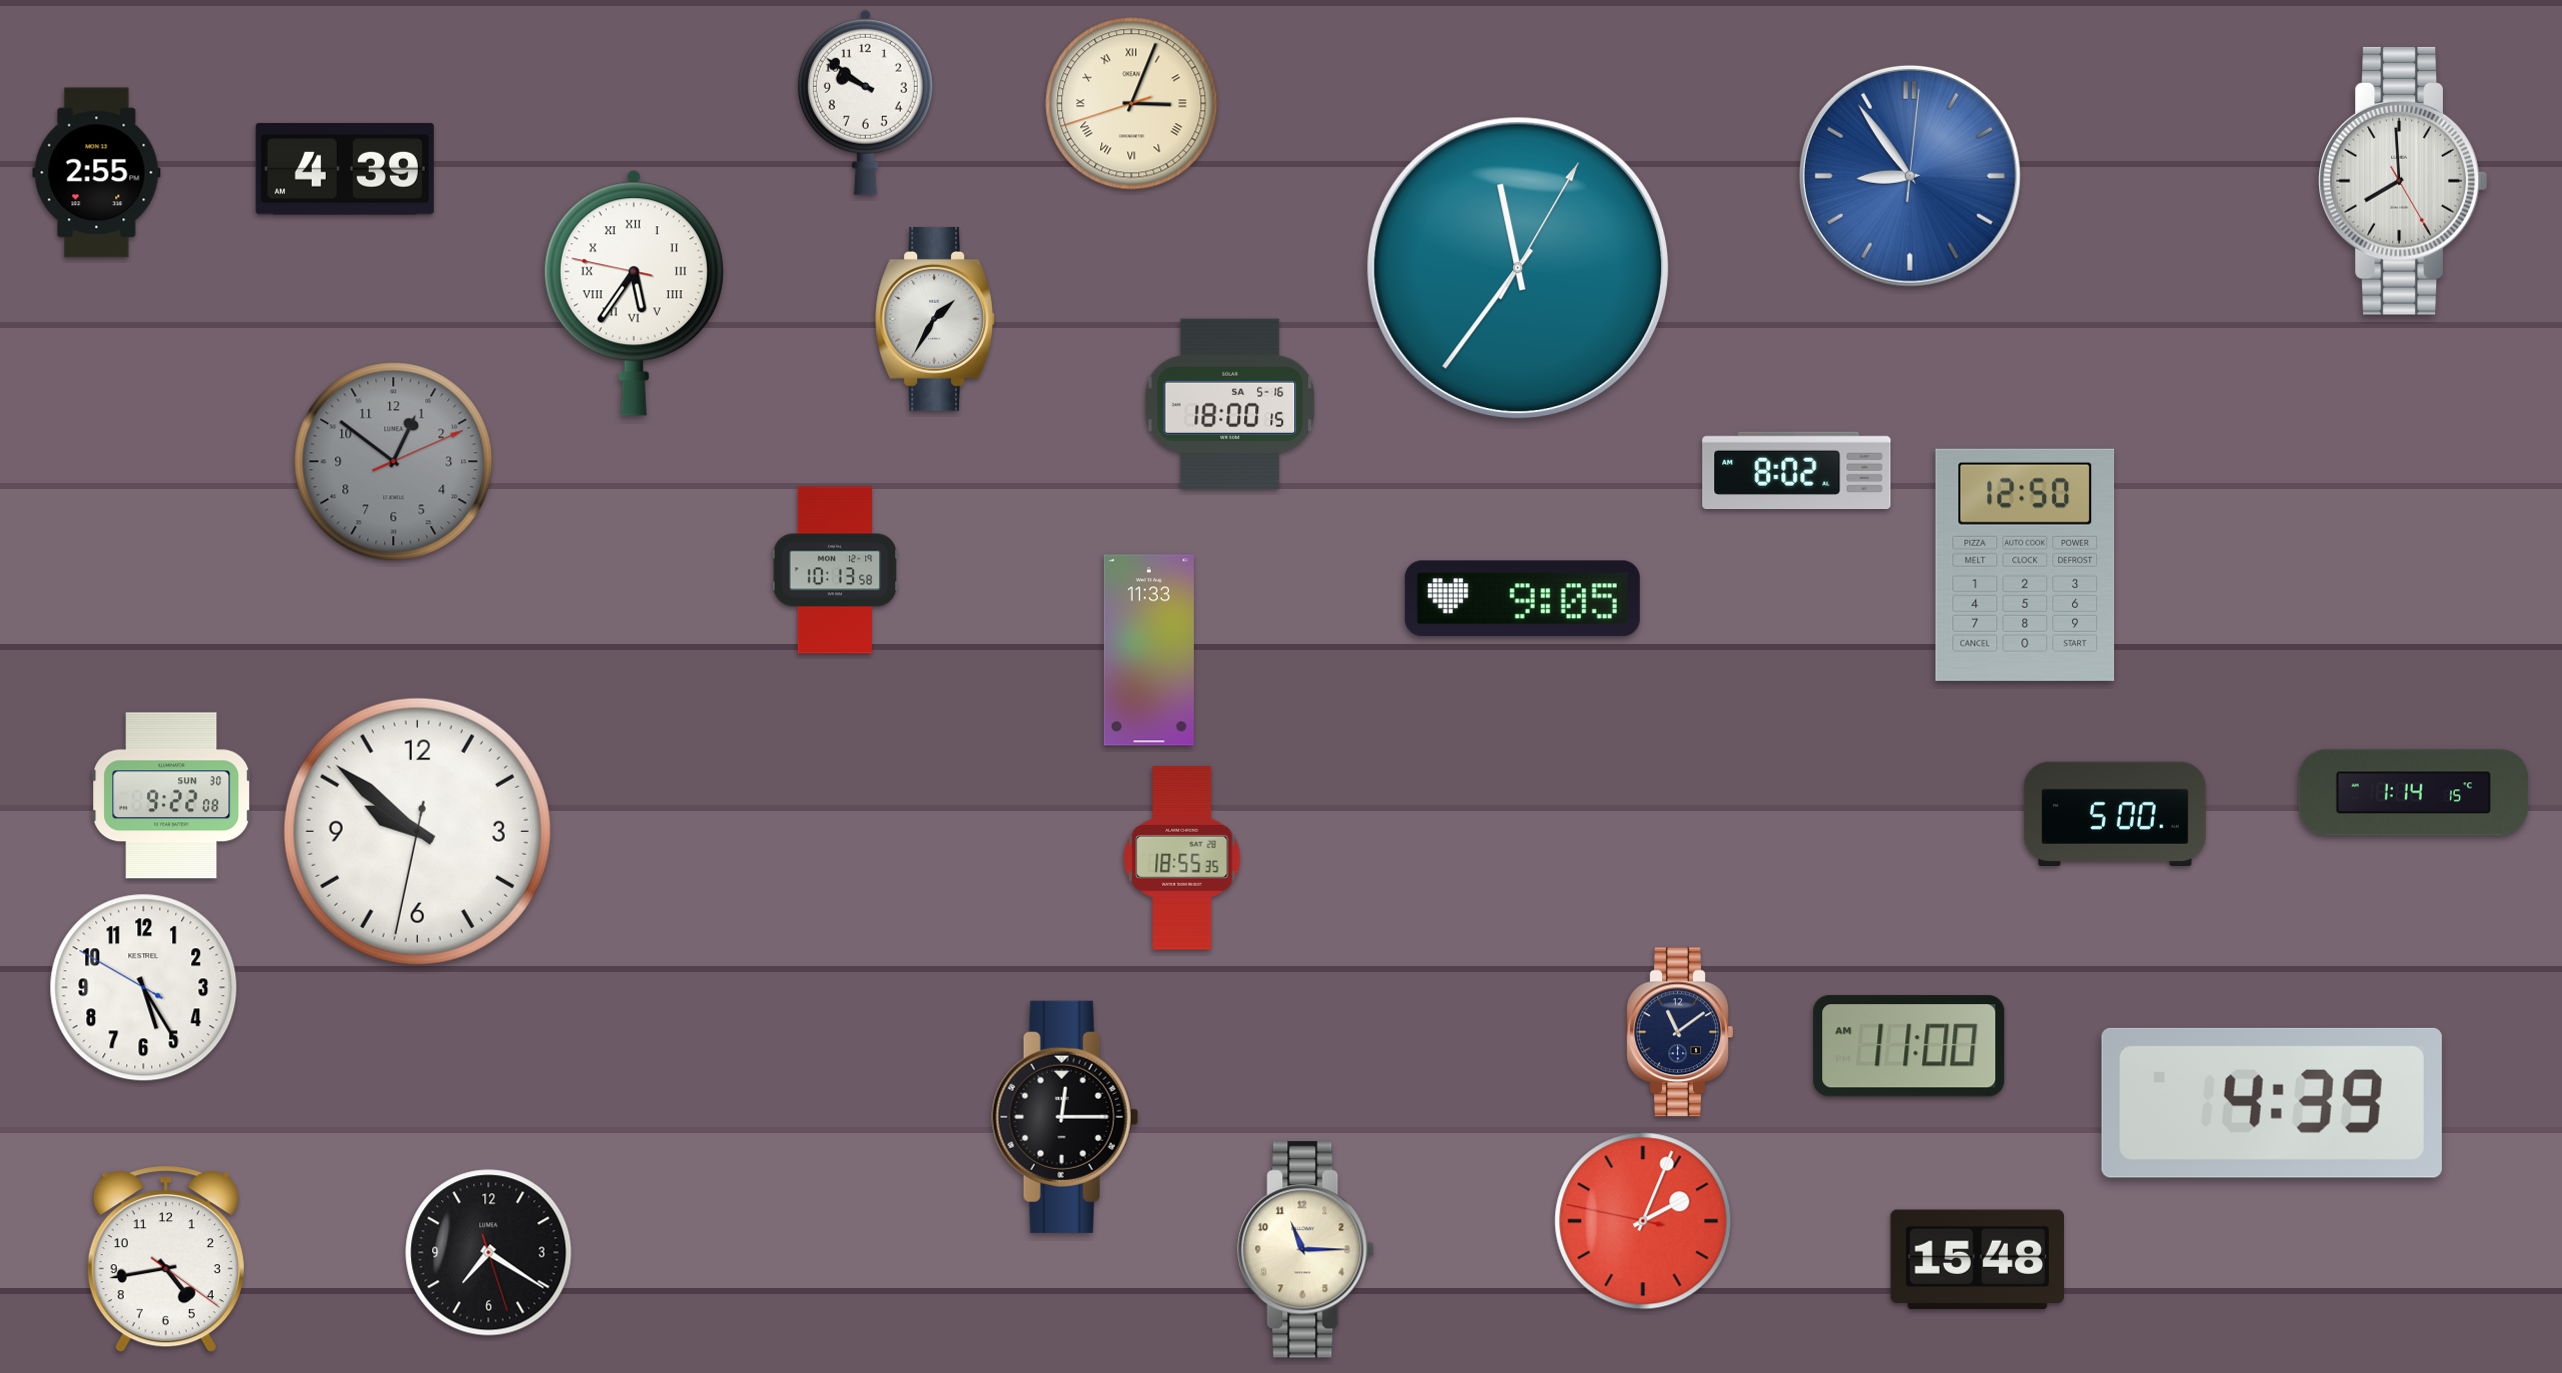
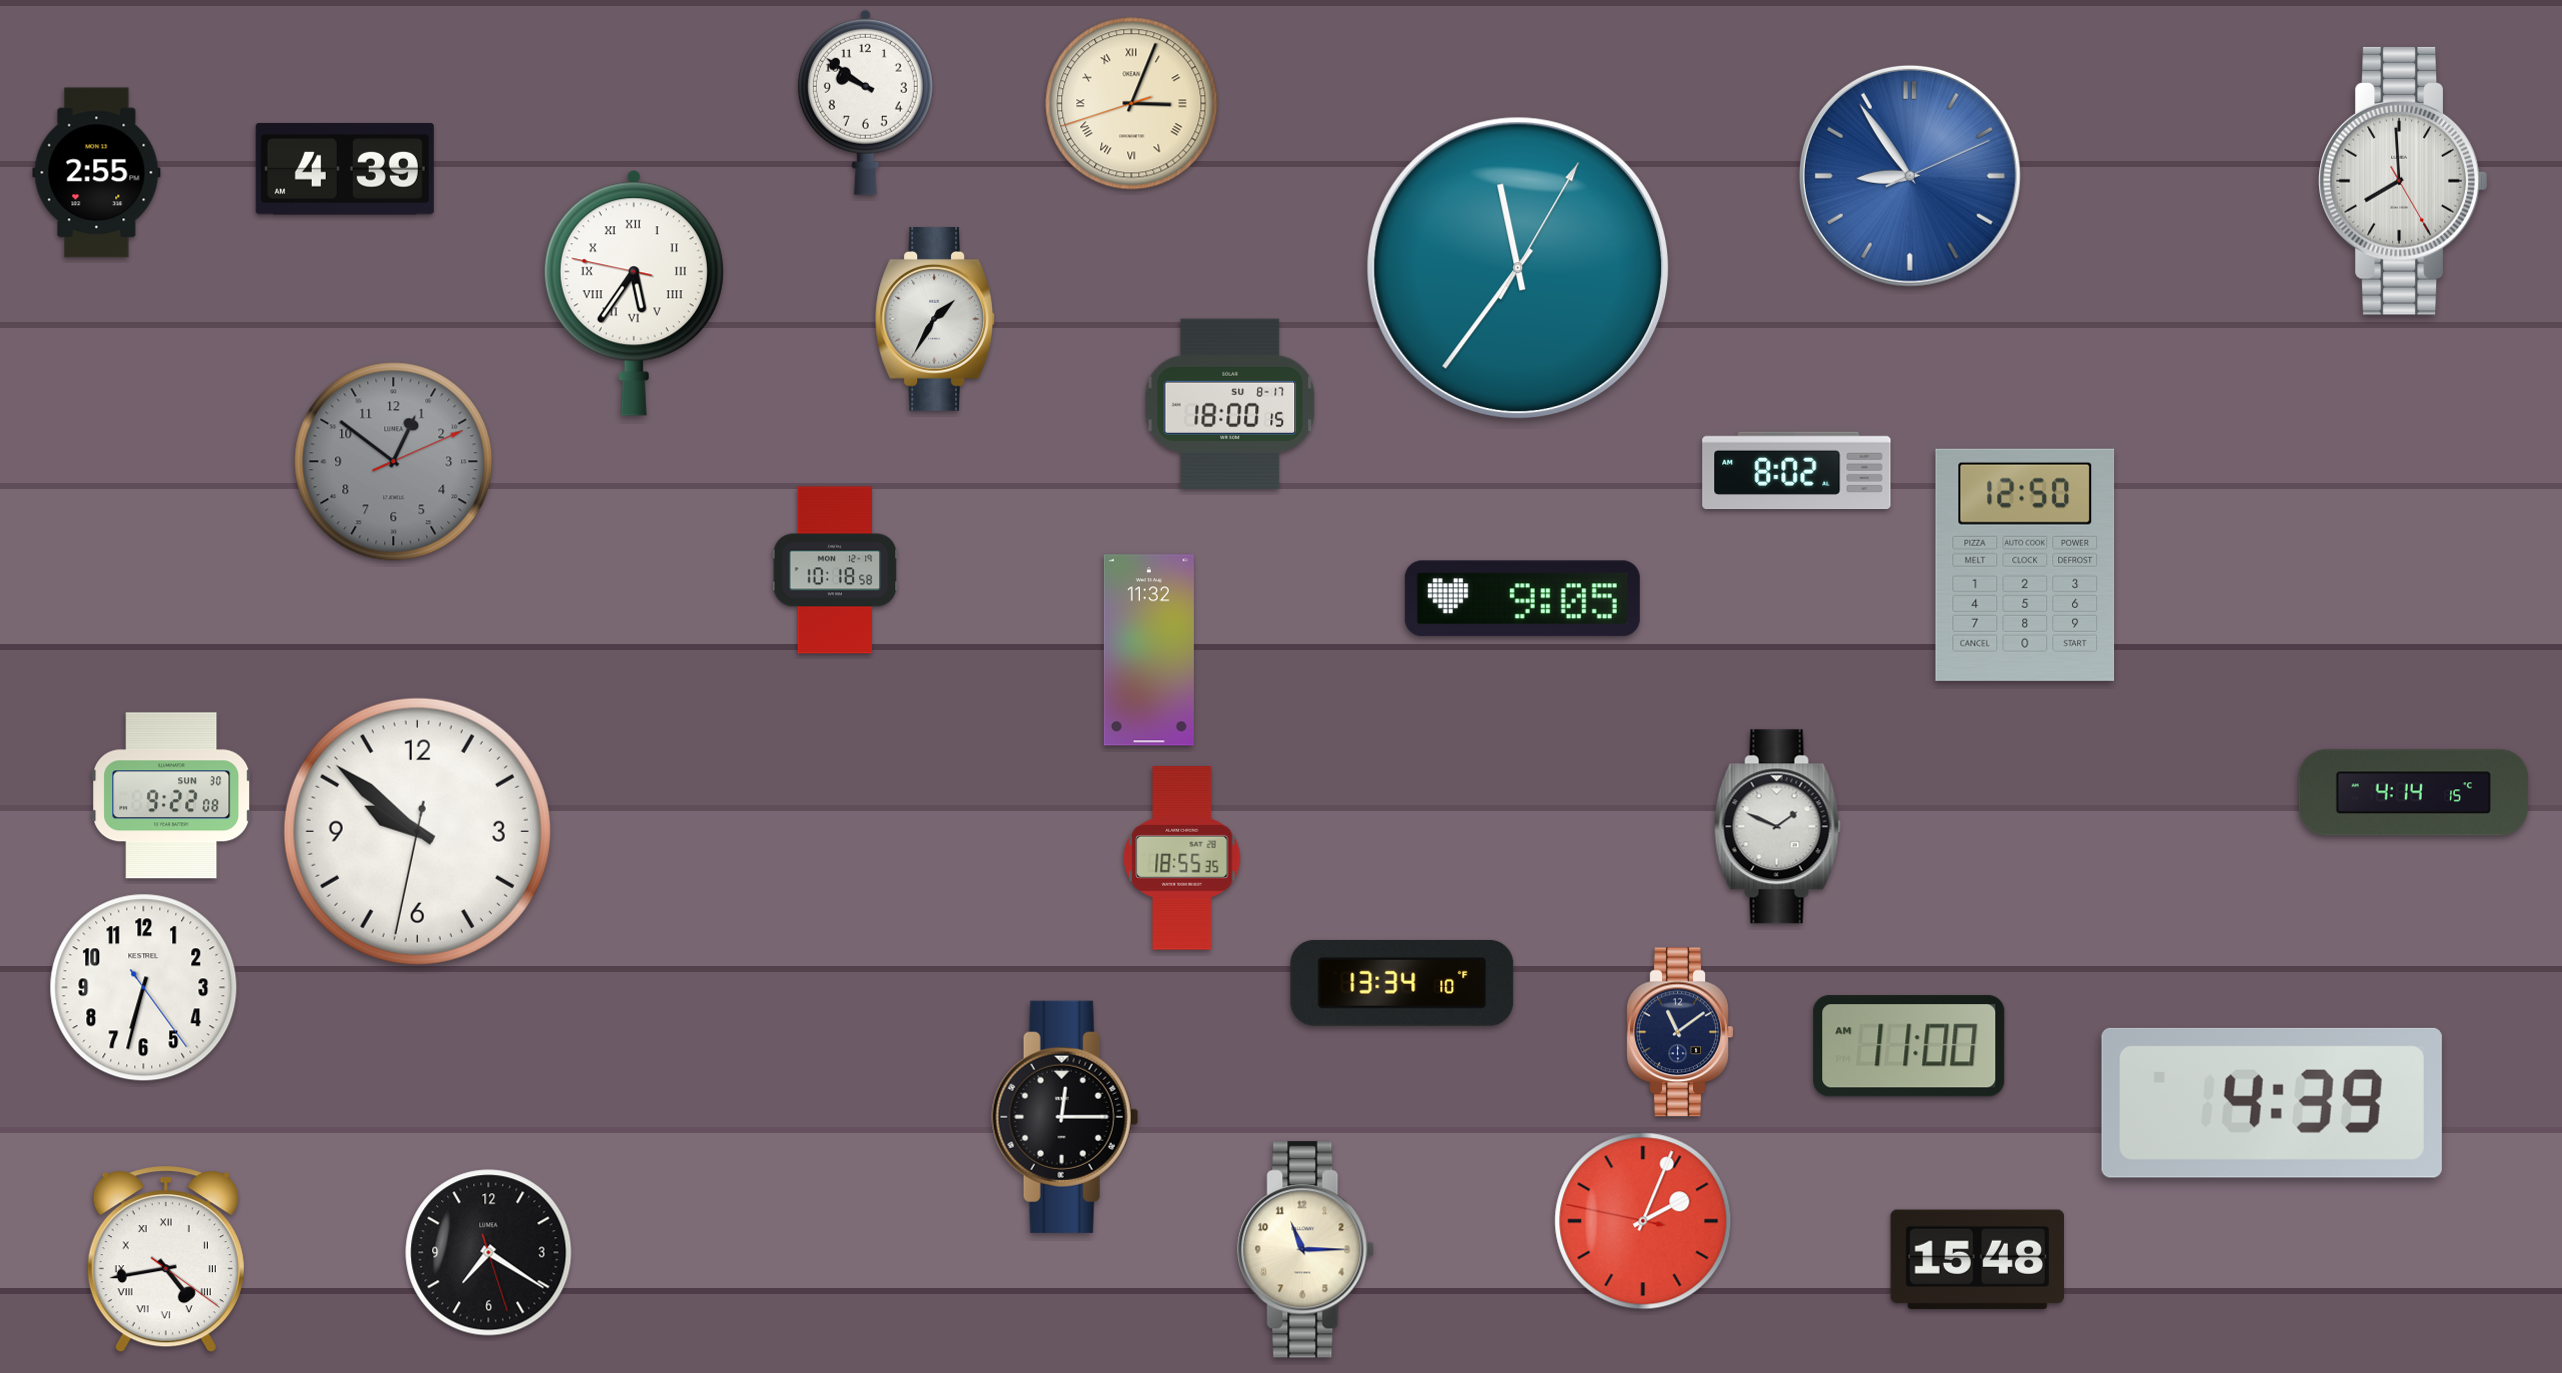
clock at (1910, 176): 8:54:01 -> 8:54:11
clock at (1230, 404) date: SA 5-16 -> SU 8-17
clock at (835, 570): 10:13 -> 10:18
clock at (1149, 650): 11:33 -> 11:32
clock at (2414, 793): 1:14 -> 4:14
clock at (2115, 814): 5:00 -> none
clock at (1777, 827): none -> 1:49
clock at (1402, 983): none -> 13:34
clock at (144, 988): 5:24 -> 6:32
clock at (166, 1259) numerals: Arabic -> Roman
